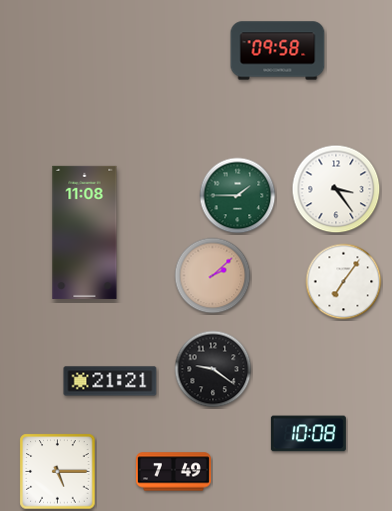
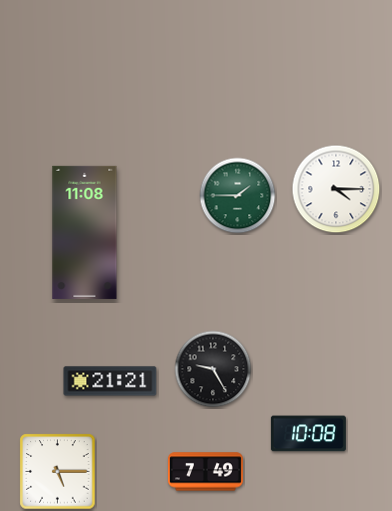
clock at (278, 51): 09:58 -> none
clock at (336, 189): 3:24 -> 4:15
clock at (213, 276): 2:08 -> none
clock at (344, 282): 7:06 -> none
clock at (213, 369): 9:21 -> 9:25
clock at (173, 472) position: (173, 472) -> (205, 472)
